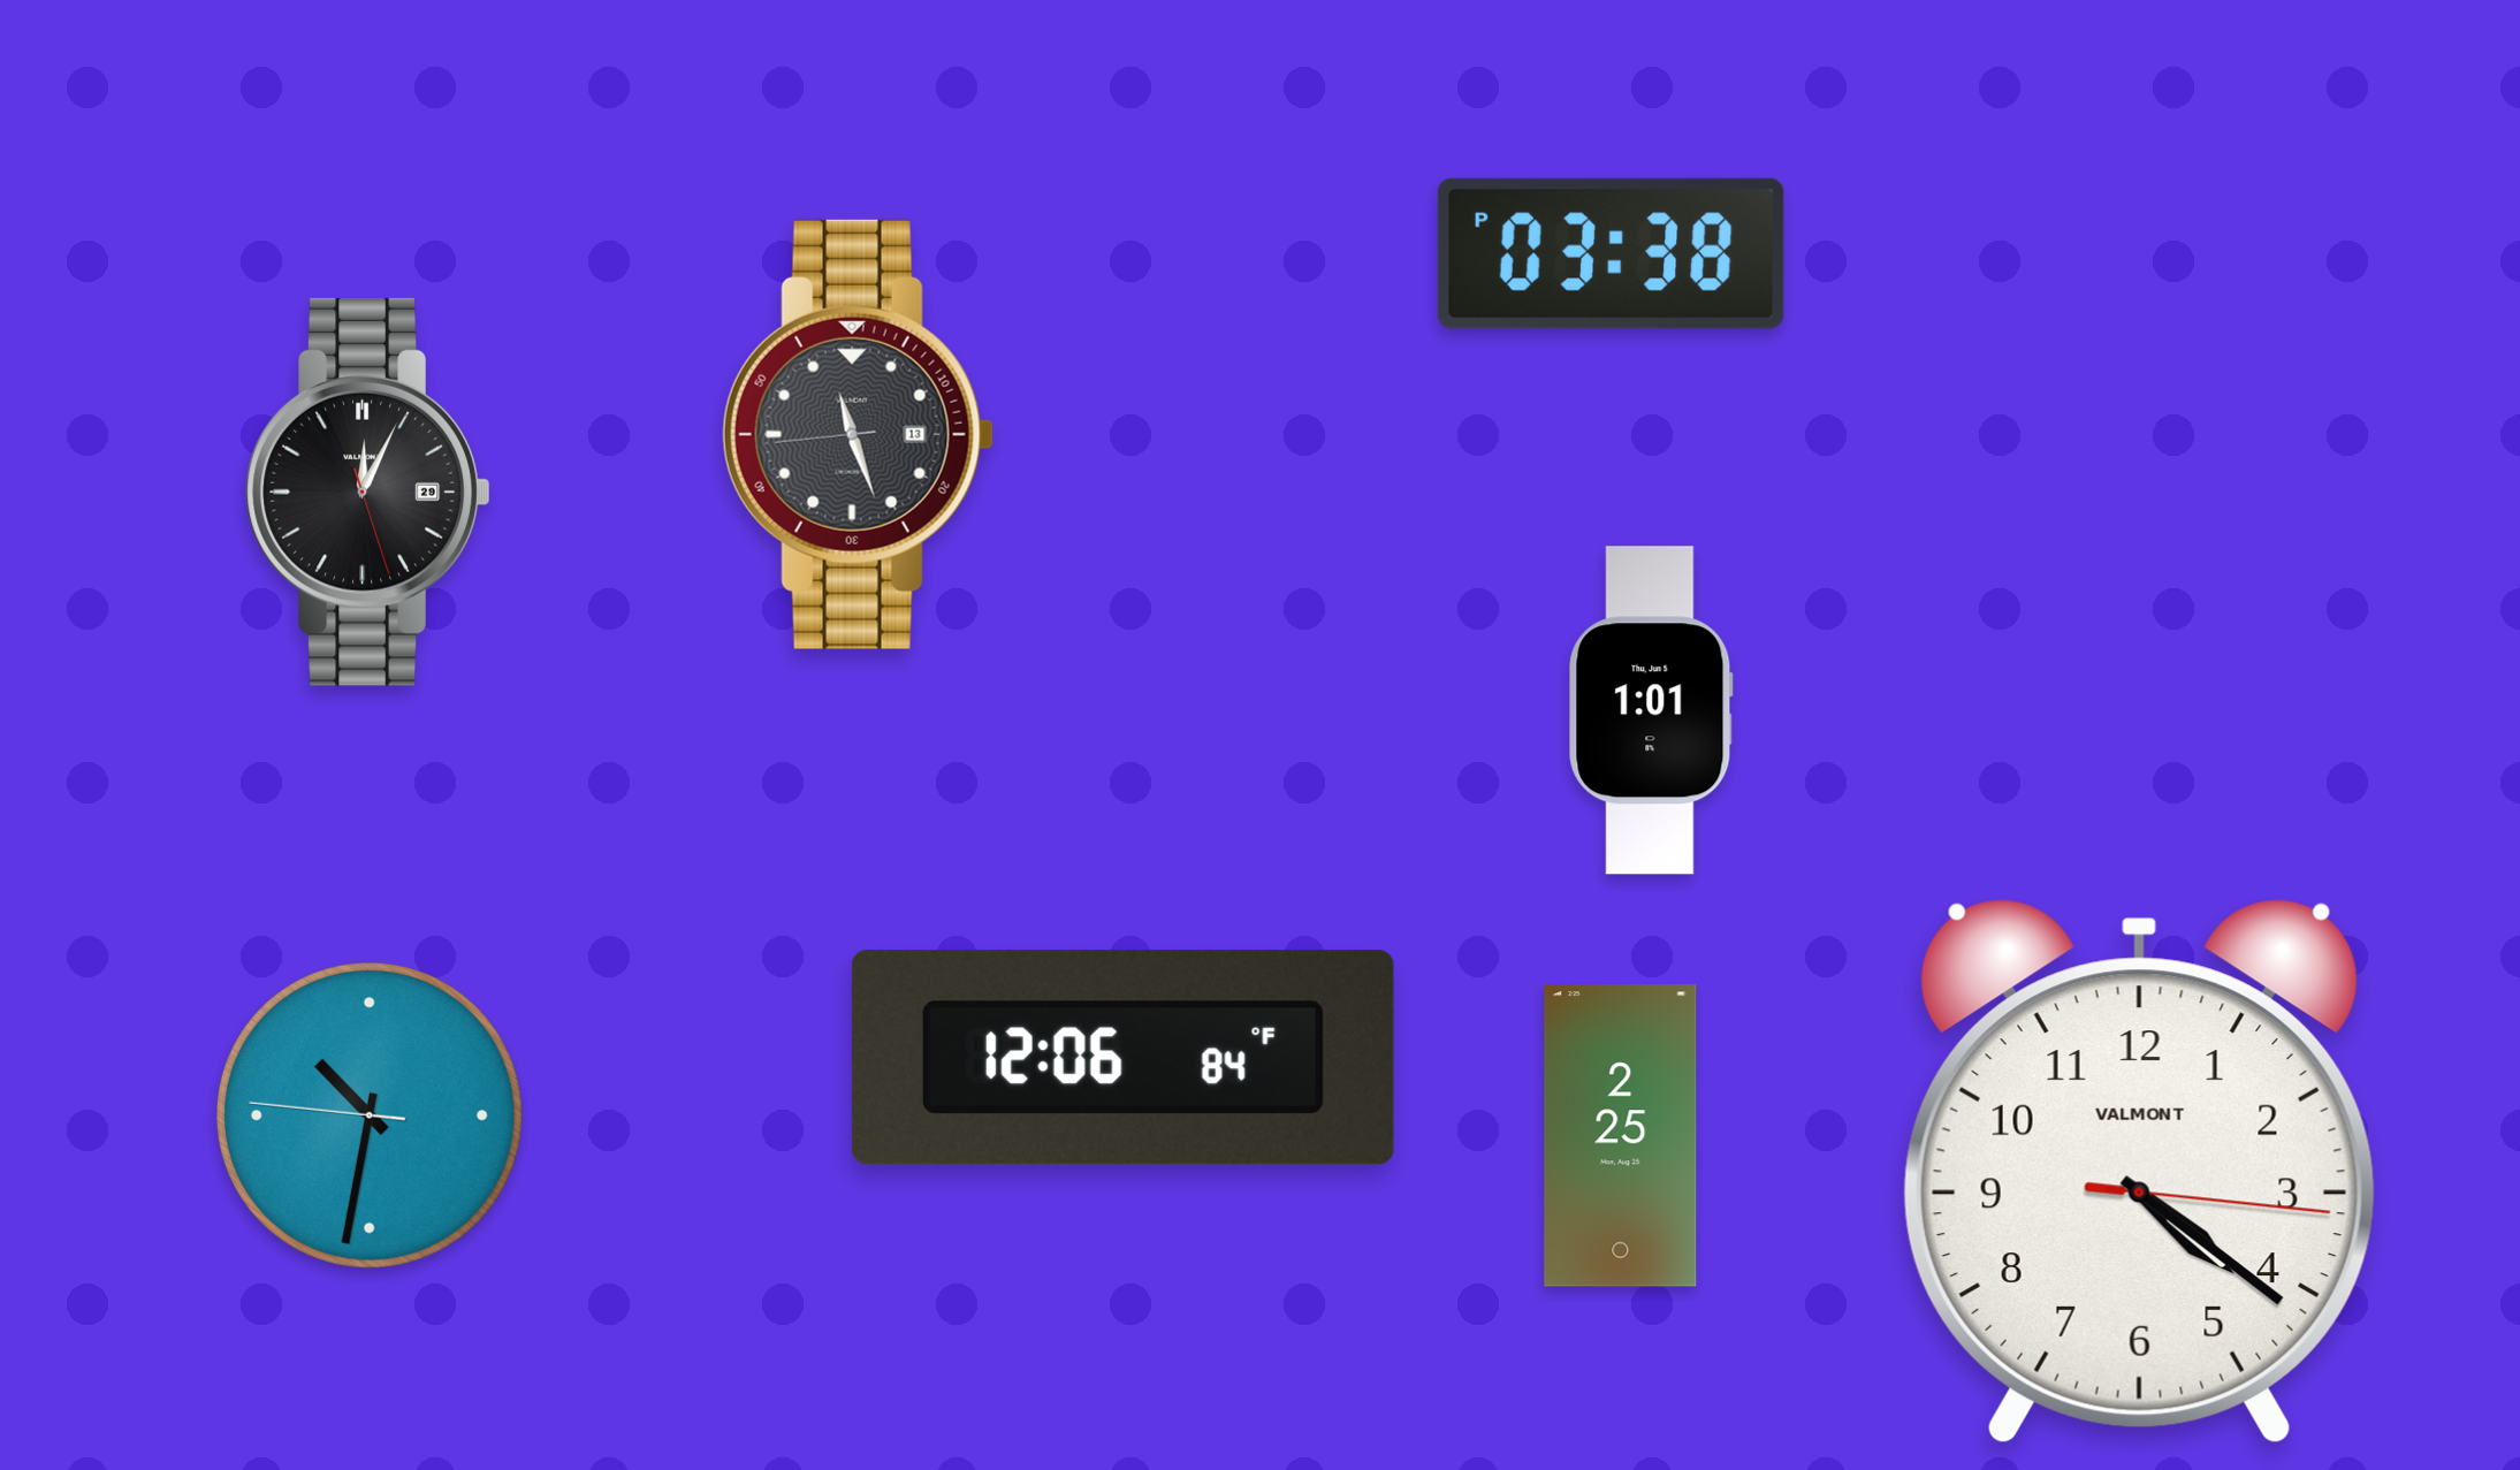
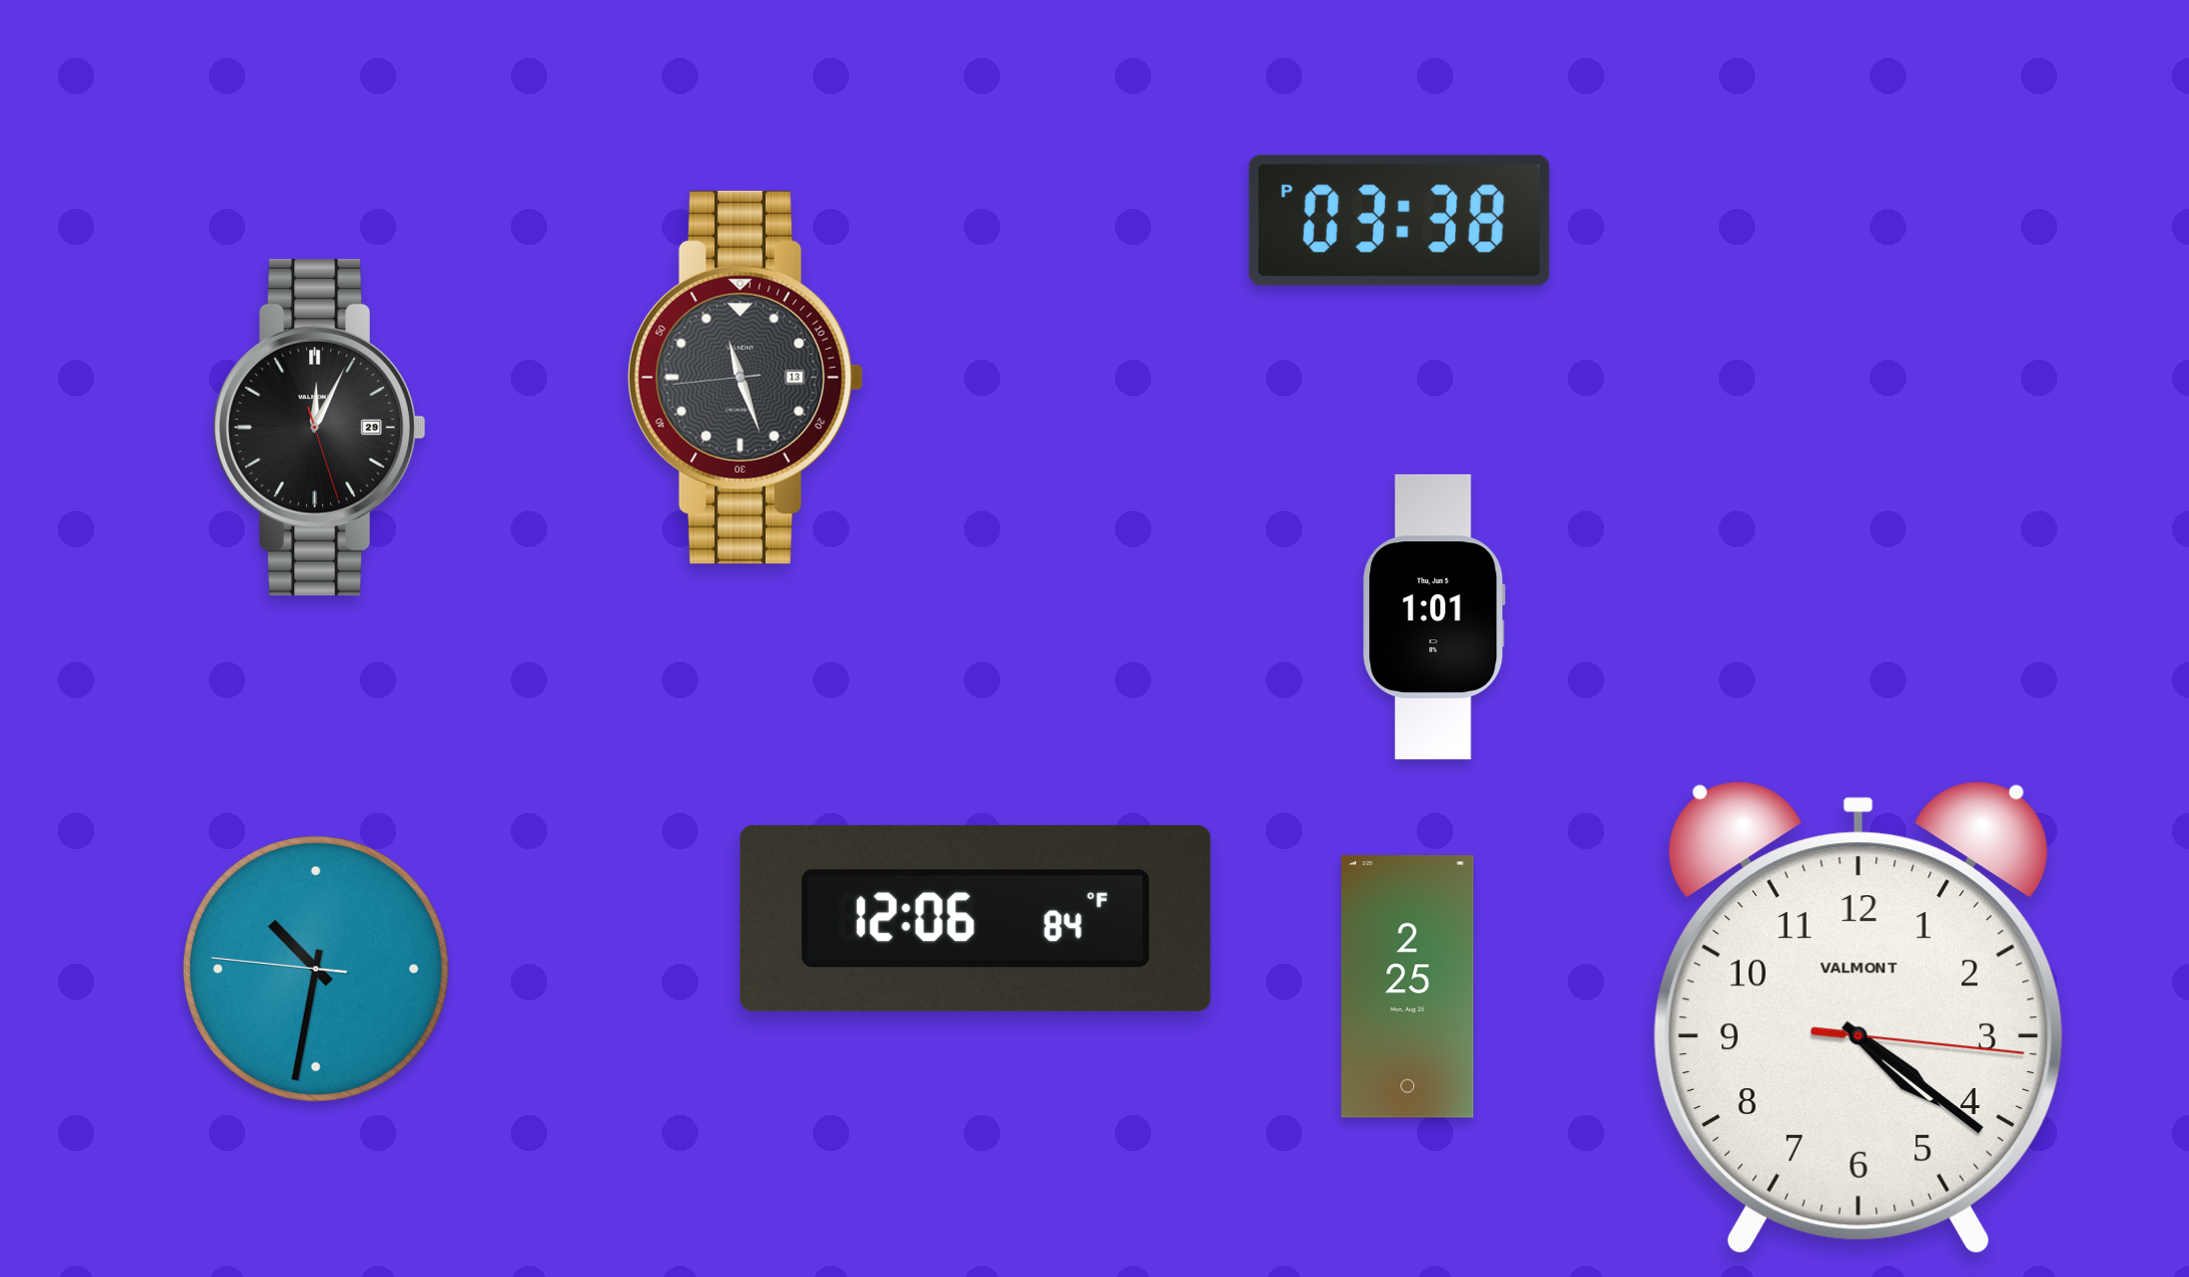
clock at (370, 1115) position: (370, 1115) -> (316, 969)
